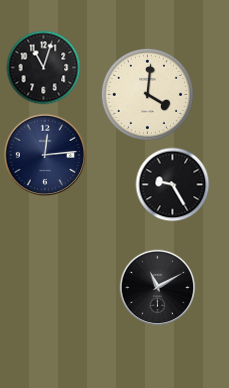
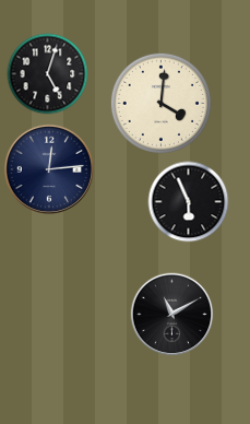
clock at (44, 68): 11:03 -> 5:03
clock at (173, 185): 9:25 -> 5:56
